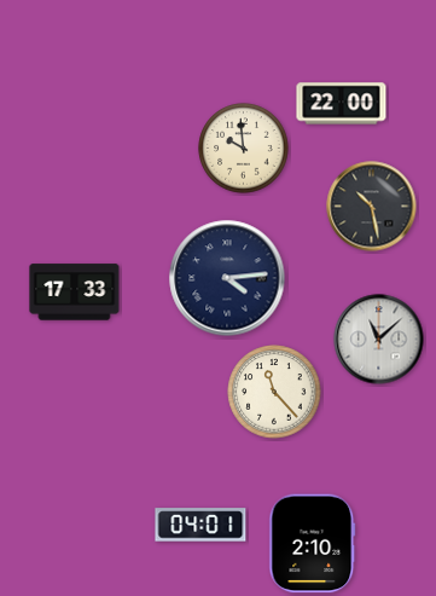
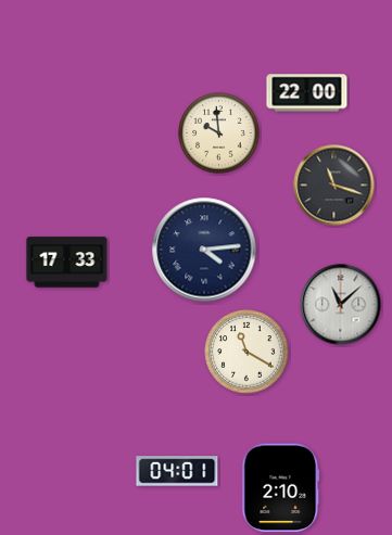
clock at (372, 207): 10:28 -> 11:18
clock at (274, 392): 11:23 -> 11:20
clock at (200, 525) position: (200, 525) -> (177, 471)
